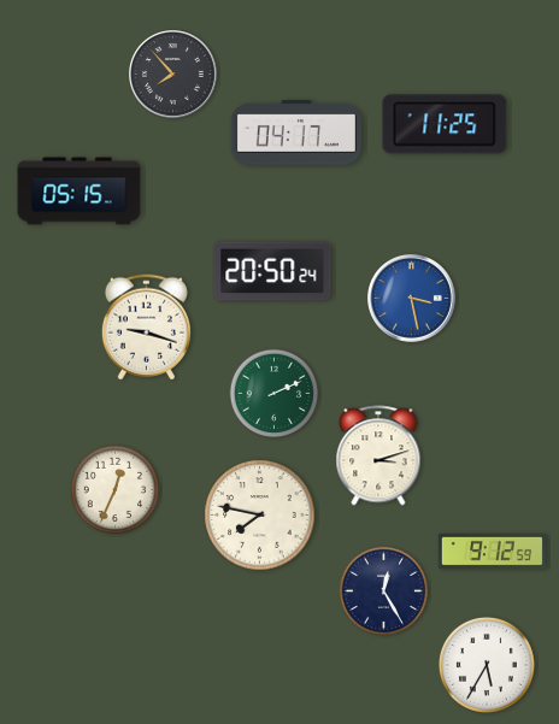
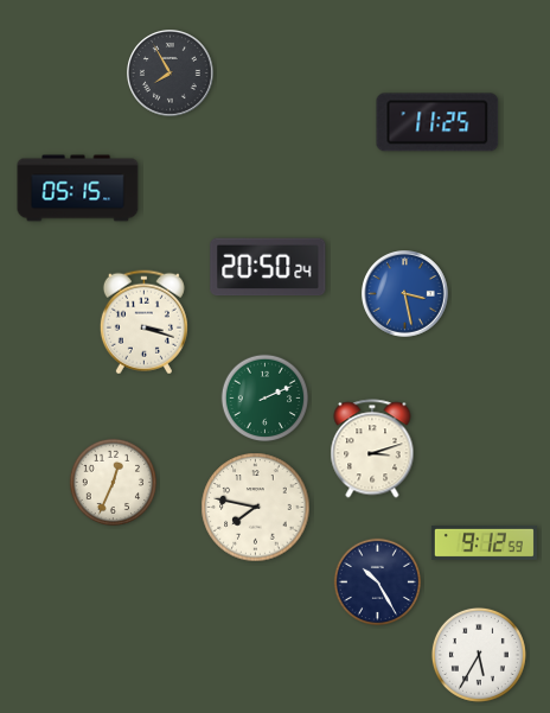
clock at (173, 75): 7:53 -> 7:55
clock at (296, 133): 04:17 -> none
clock at (146, 328): 9:18 -> 3:18
clock at (275, 394) position: (275, 394) -> (266, 399)
clock at (384, 591): 12:25 -> 10:25
